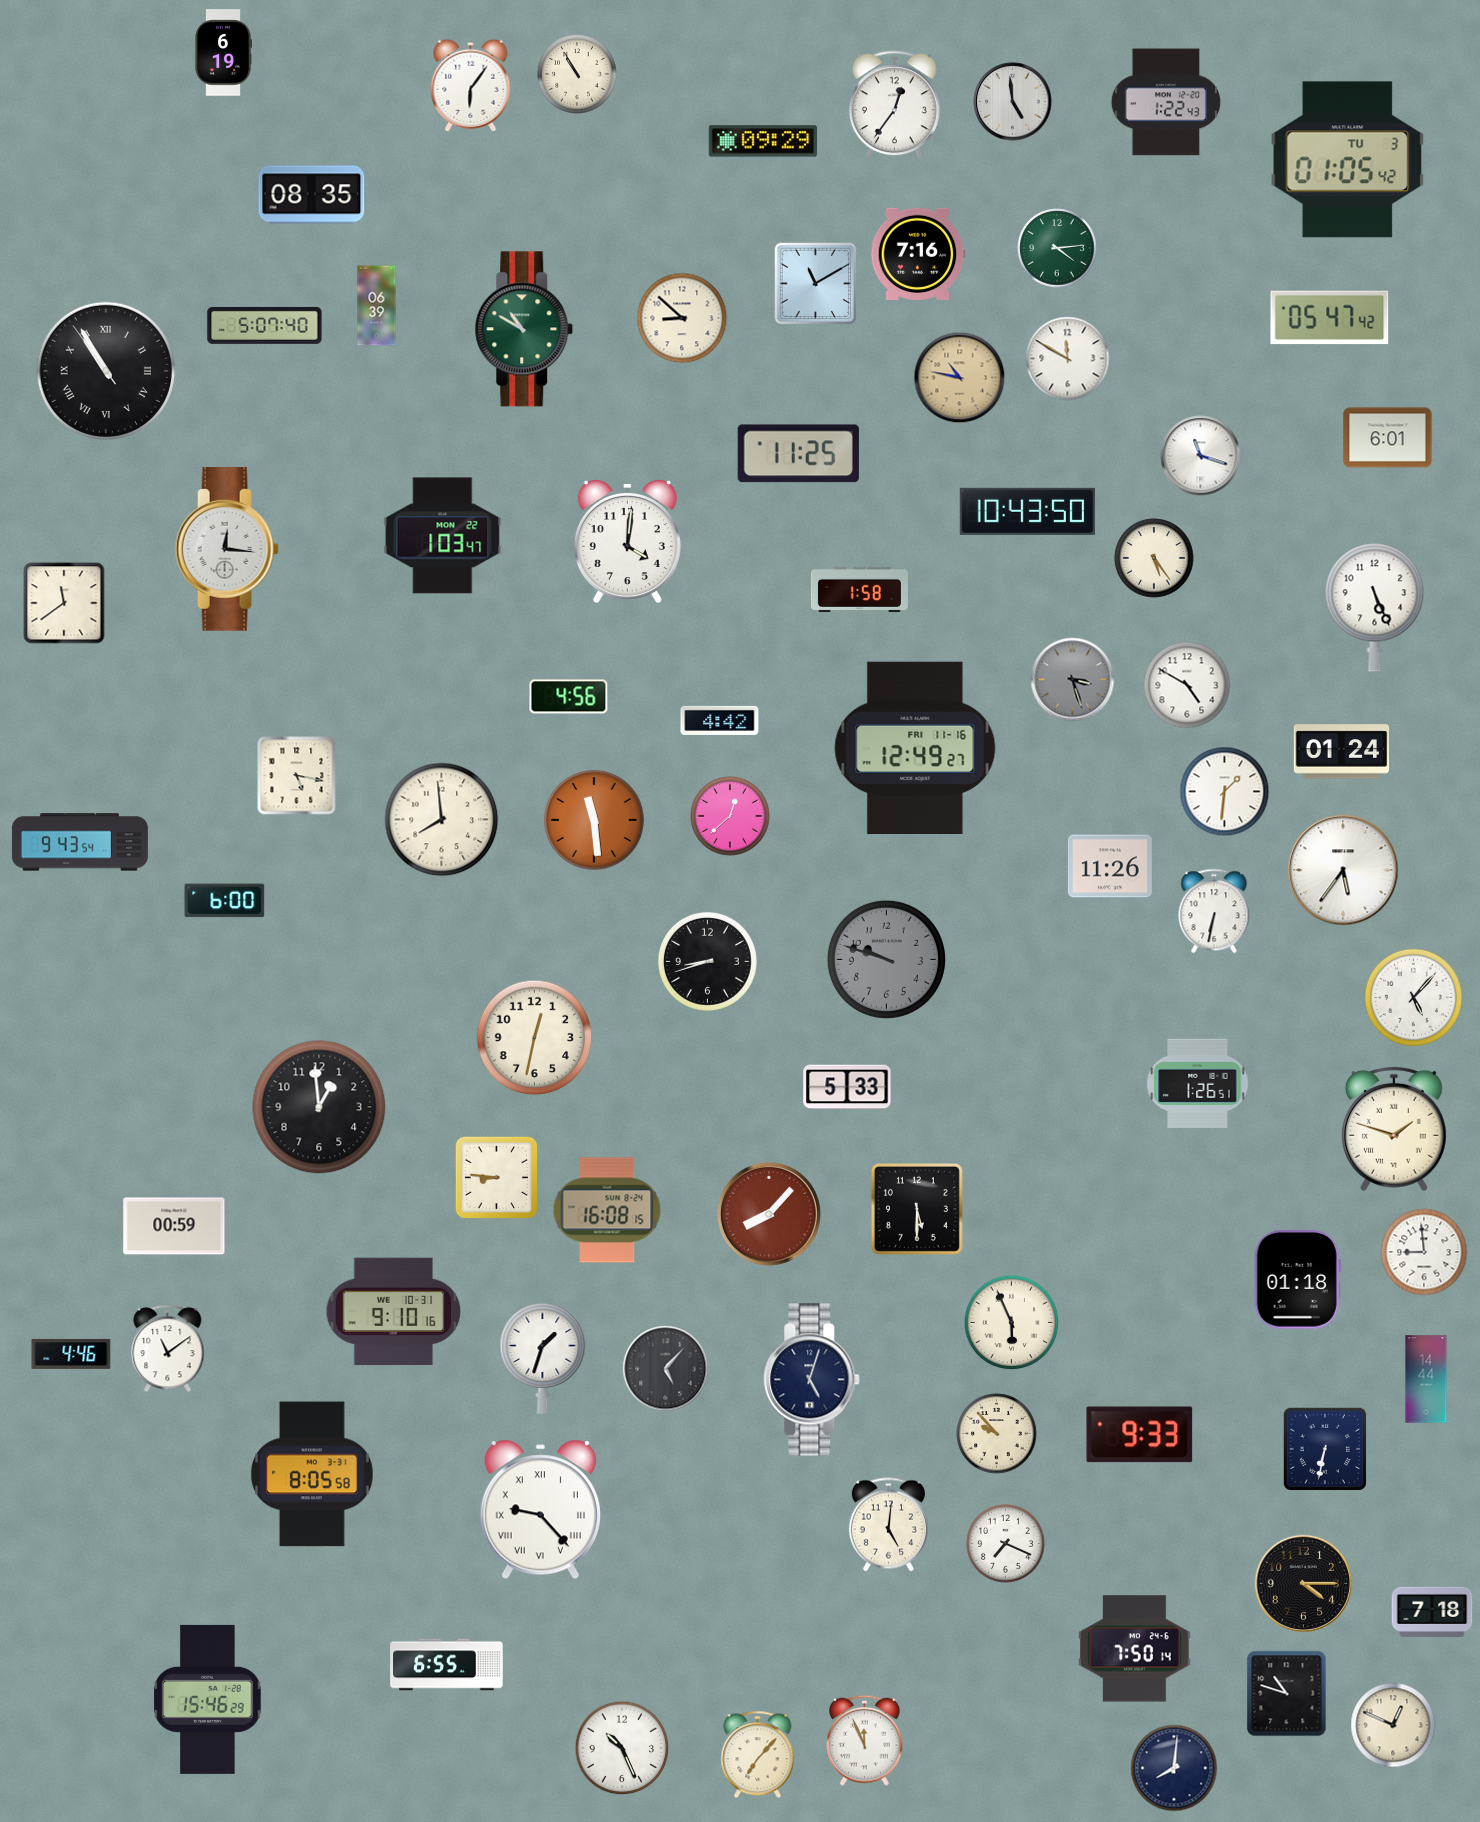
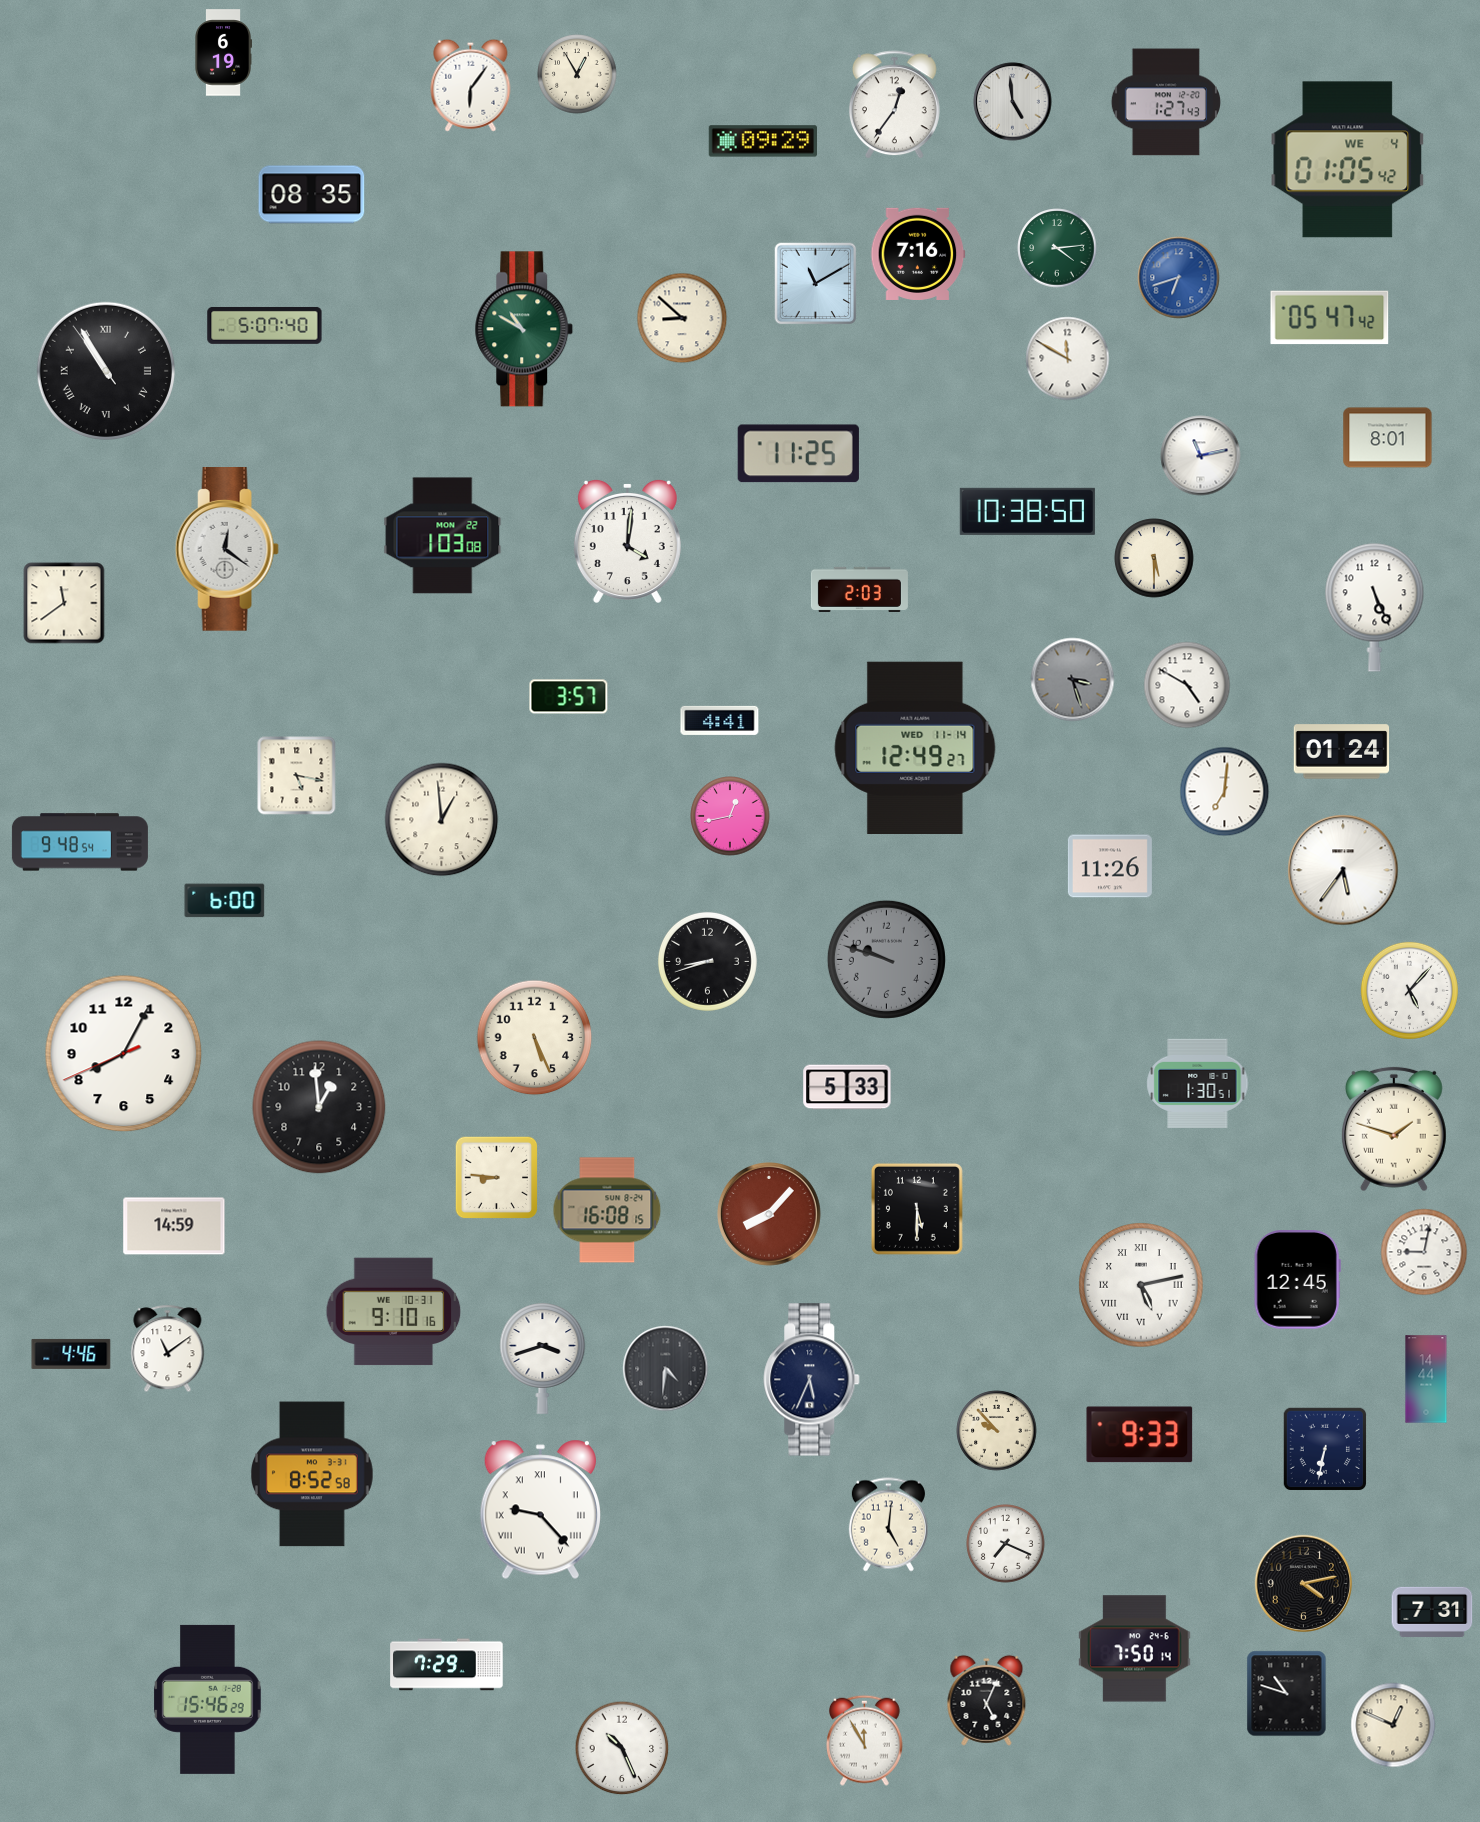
clock at (577, 74): 10:55 -> 12:55
clock at (1166, 102): 1:22 -> 1:27
clock at (1348, 160) date: TU 3 -> WE 4
clock at (1179, 278): none -> 6:42
clock at (377, 306): 06:39 -> none
clock at (960, 378): 10:47 -> none
clock at (1388, 438): 6:01 -> 8:01
clock at (1201, 456): 11:18 -> 11:13
clock at (1027, 511): 10:43 -> 10:38
clock at (443, 536): 1:03:47 -> 1:03:08
clock at (227, 550): 12:16 -> 12:21
clock at (1154, 558): 5:24 -> 5:30
clock at (859, 589): 1:58 -> 2:03
clock at (569, 697): 4:56 -> 3:57
clock at (720, 720): 4:42 -> 4:41
clock at (915, 747) date: FRI 11-16 -> WED 11-14
clock at (1225, 792): 1:31 -> 7:01
clock at (730, 816): 12:38 -> 12:43
clock at (442, 820): 7:59 -> 12:59
clock at (595, 821): 11:29 -> none
clock at (80, 842): 9:43 -> 9:48
clock at (1214, 911): 6:32 -> none
clock at (1413, 997) position: (1413, 997) -> (1409, 990)
clock at (535, 1038): 12:32 -> 5:26
clock at (124, 1054): none -> 8:04
clock at (1198, 1083): 1:26 -> 1:30
clock at (174, 1226): 00:59 -> 14:59
clock at (1424, 1252): 8:59 -> 9:02
clock at (1297, 1280): 01:18 -> 12:45
clock at (1141, 1285): none -> 5:13
clock at (1012, 1323): 5:56 -> none
clock at (543, 1358): 1:33 -> 3:42
clock at (666, 1369): 5:07 -> 4:31
clock at (812, 1380): 5:03 -> 5:34
clock at (997, 1434) position: (997, 1434) -> (997, 1431)
clock at (312, 1474): 8:05 -> 8:52
clock at (1303, 1583): 4:15 -> 4:13
clock at (1432, 1611): 7:18 -> 7:31
clock at (447, 1665): 6:55 -> 7:29
clock at (987, 1700): none -> 5:04
clock at (865, 1740): 11:56 -> 11:55
clock at (758, 1755): 7:07 -> none
clock at (1174, 1768): 8:01 -> none
